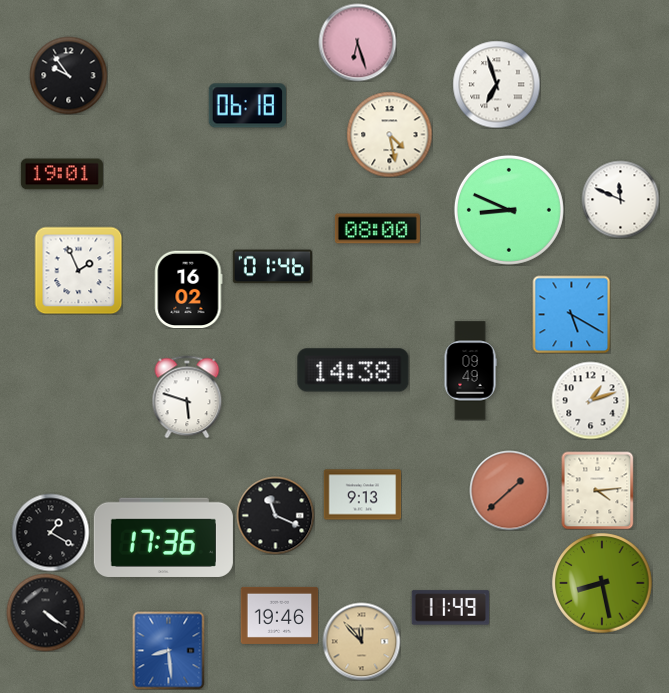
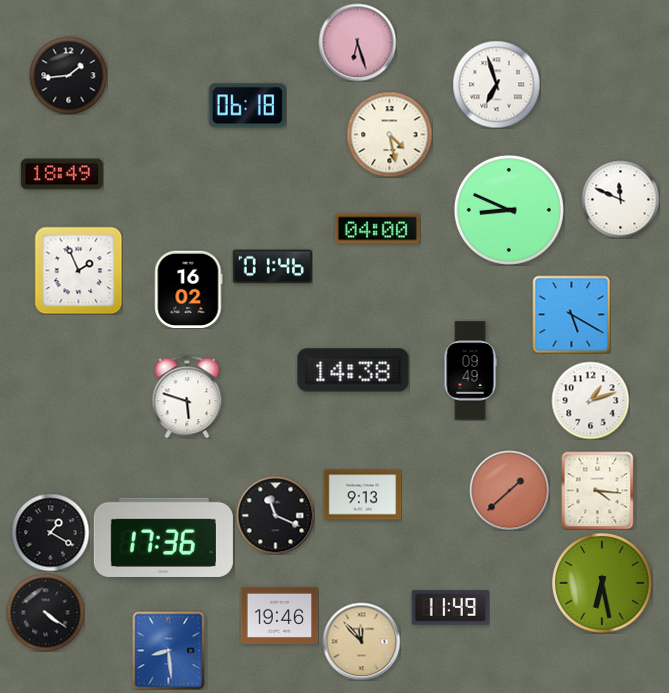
clock at (68, 75): 9:54 -> 1:44
clock at (62, 174): 19:01 -> 18:49
clock at (377, 229): 08:00 -> 04:00
clock at (598, 490): 4:14 -> 4:16
clock at (602, 583): 8:28 -> 6:28
